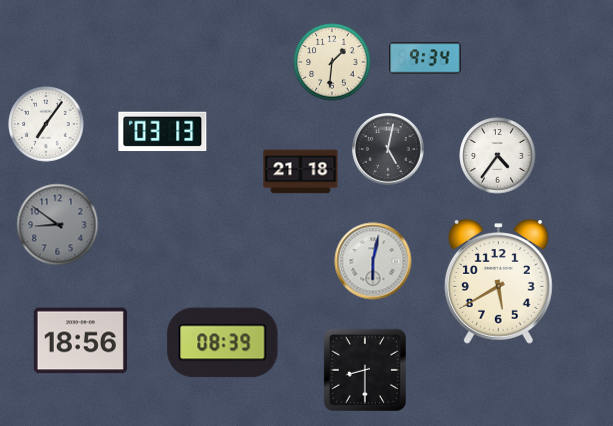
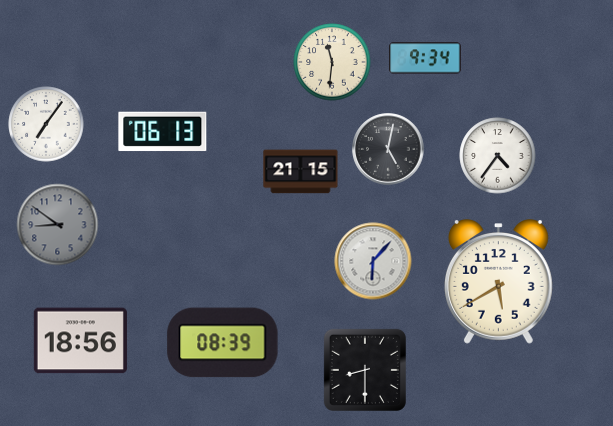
clock at (332, 62): 1:31 -> 11:31
clock at (163, 132): 03:13 -> 06:13
clock at (301, 172): 21:18 -> 21:15
clock at (373, 261): 6:02 -> 6:07
